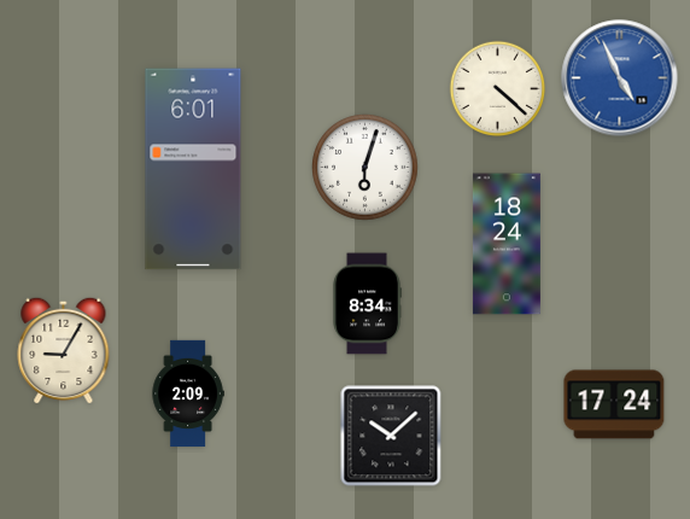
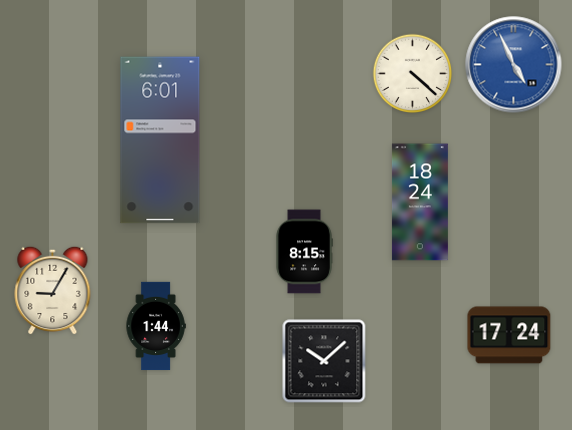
clock at (366, 168): 6:03 -> none
clock at (367, 304): 8:34 -> 8:15
clock at (188, 393): 2:09 -> 1:44
